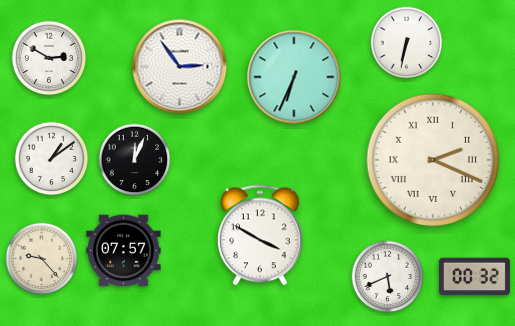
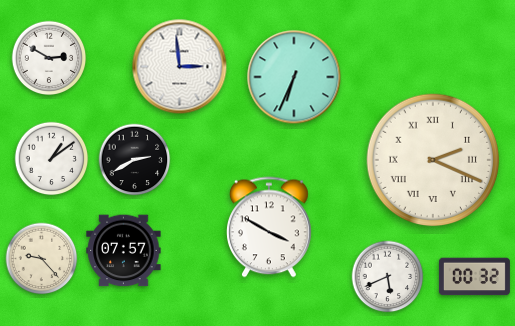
clock at (407, 43): 6:32 -> none
clock at (180, 67): 2:54 -> 2:59
clock at (135, 160): 12:04 -> 2:40
clock at (261, 235) position: (261, 235) -> (270, 227)
